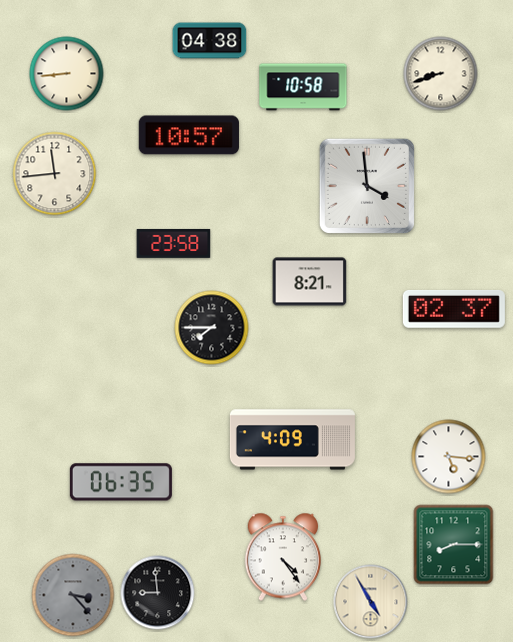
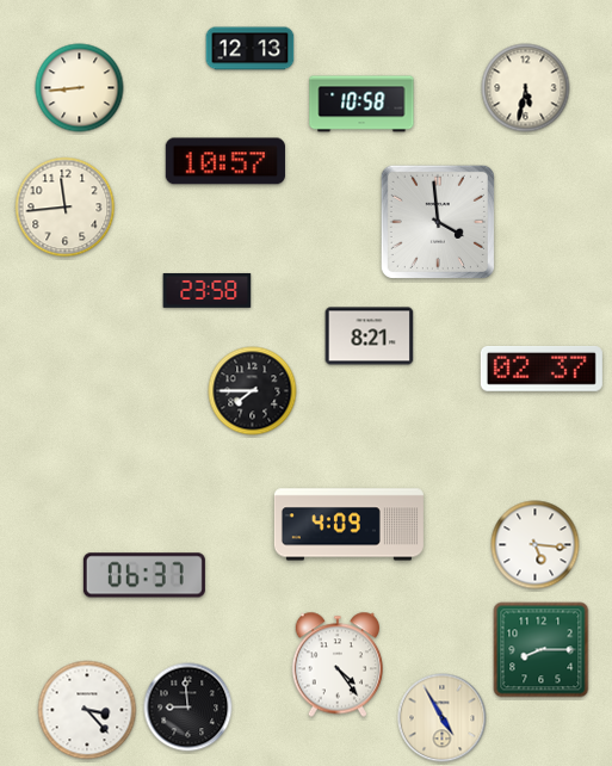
clock at (210, 41): 04:38 -> 12:13
clock at (441, 74): 8:42 -> 5:32
clock at (121, 482): 06:35 -> 06:37
clock at (73, 595) dial: grey -> white
